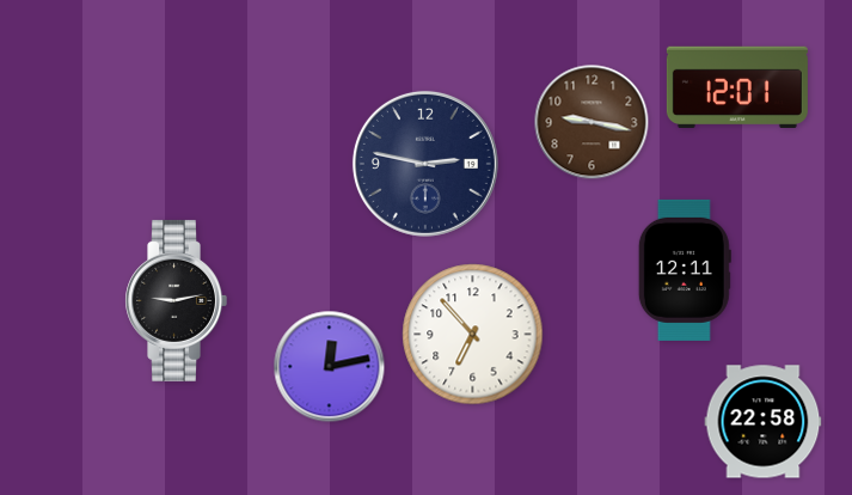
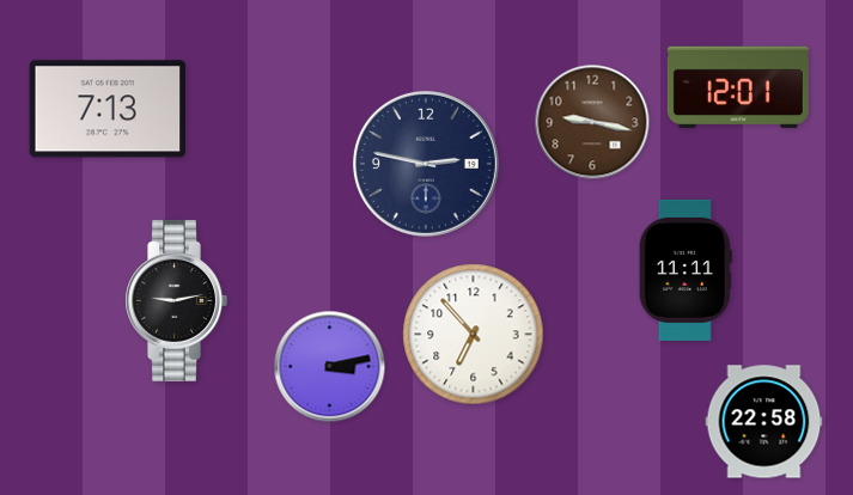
clock at (108, 109): none -> 7:13
clock at (685, 270): 12:11 -> 11:11
clock at (330, 367): 12:13 -> 3:13
